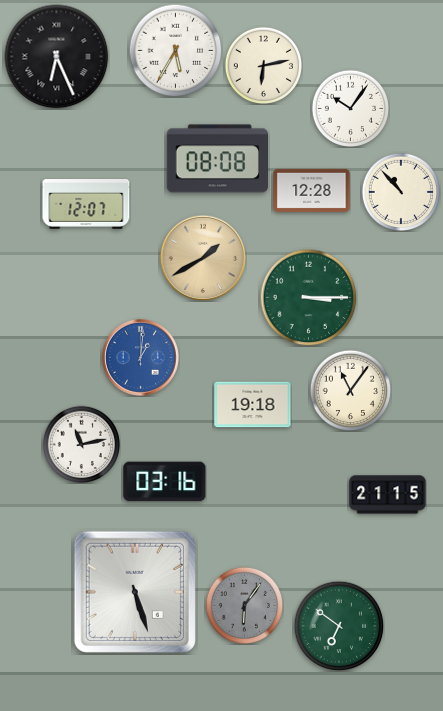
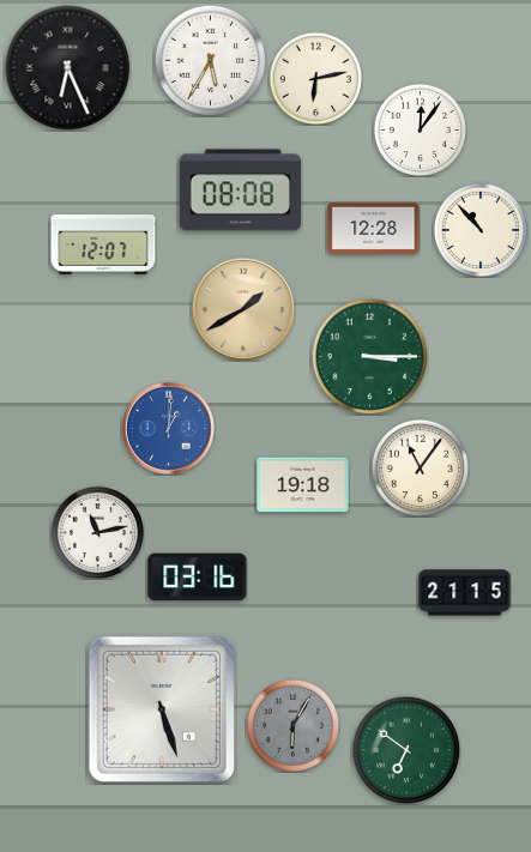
clock at (350, 108): 10:06 -> 12:06
clock at (217, 159) position: (217, 159) -> (240, 191)
clock at (244, 605): 6:06 -> 6:05
